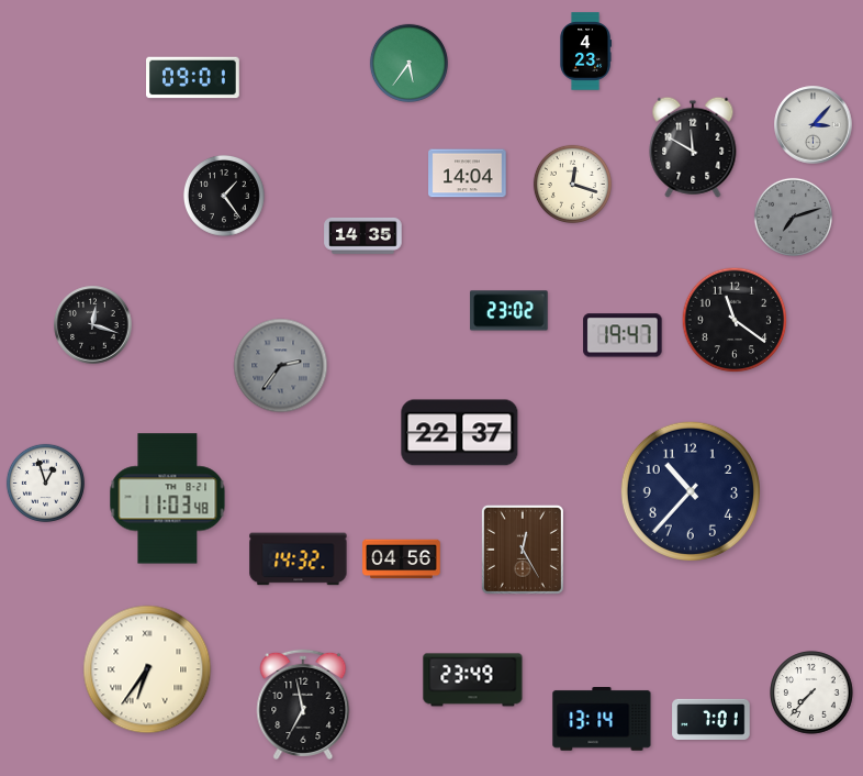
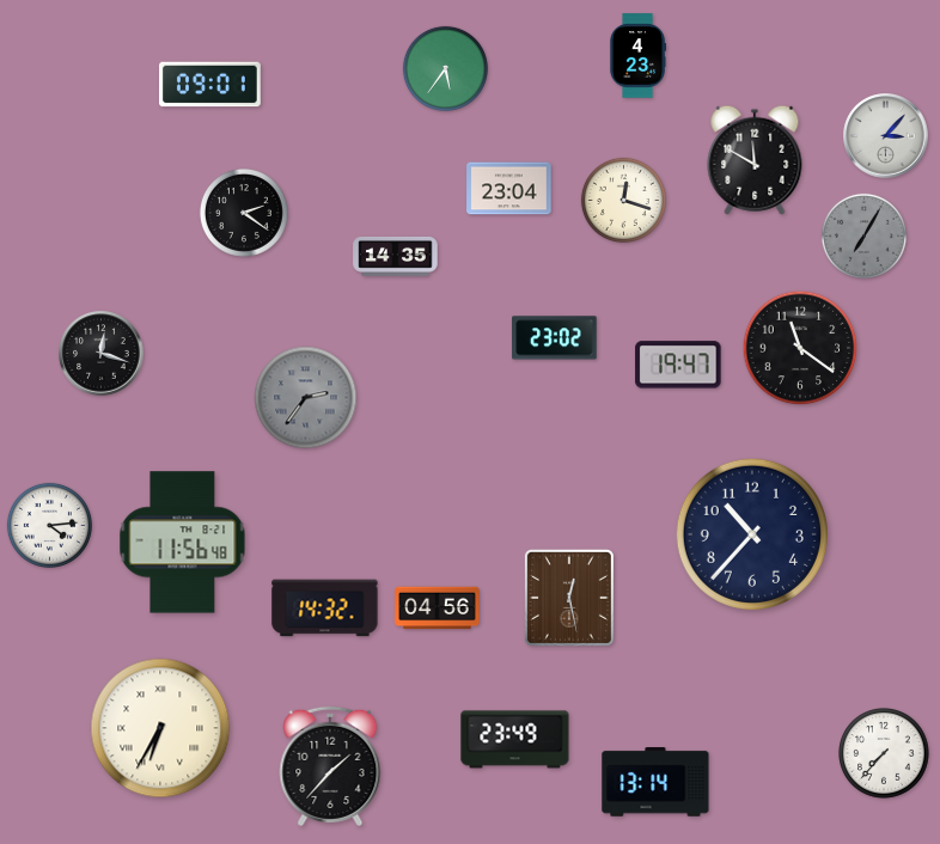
clock at (468, 174): 14:04 -> 23:04
clock at (224, 196): 1:24 -> 2:21
clock at (793, 217): 7:12 -> 7:05
clock at (460, 433): 22:37 -> none
clock at (45, 483): 12:57 -> 4:14
clock at (168, 499): 11:03 -> 11:56
clock at (523, 550): 12:25 -> 12:28
clock at (147, 669): 6:36 -> 6:35
clock at (303, 705): 6:58 -> 1:37
clock at (711, 719): 7:01 -> none
